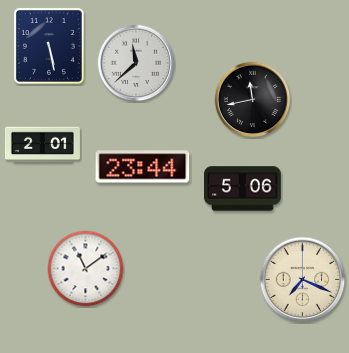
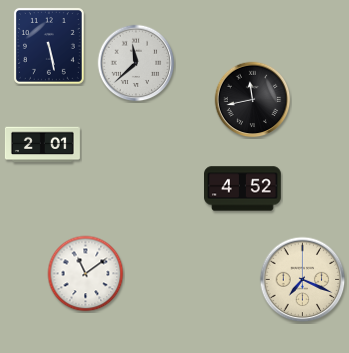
clock at (143, 167): 23:44 -> none
clock at (243, 189): 5:06 -> 4:52
clock at (86, 269) position: (86, 269) -> (86, 274)
